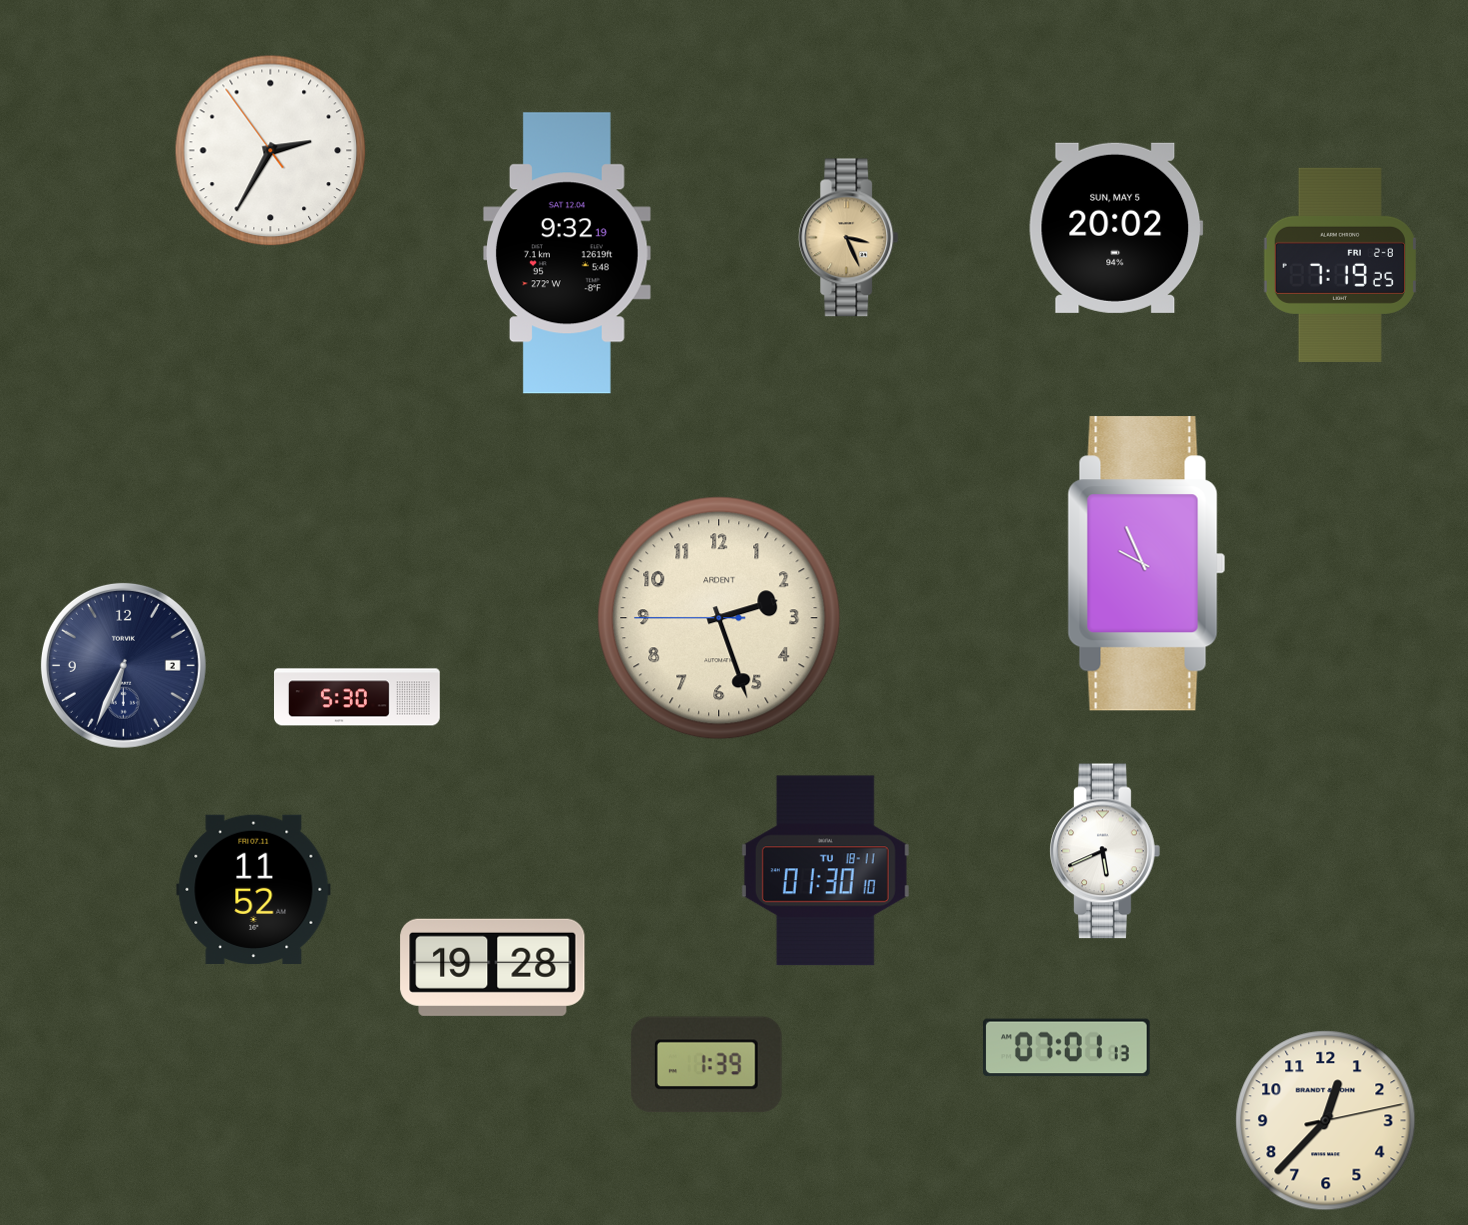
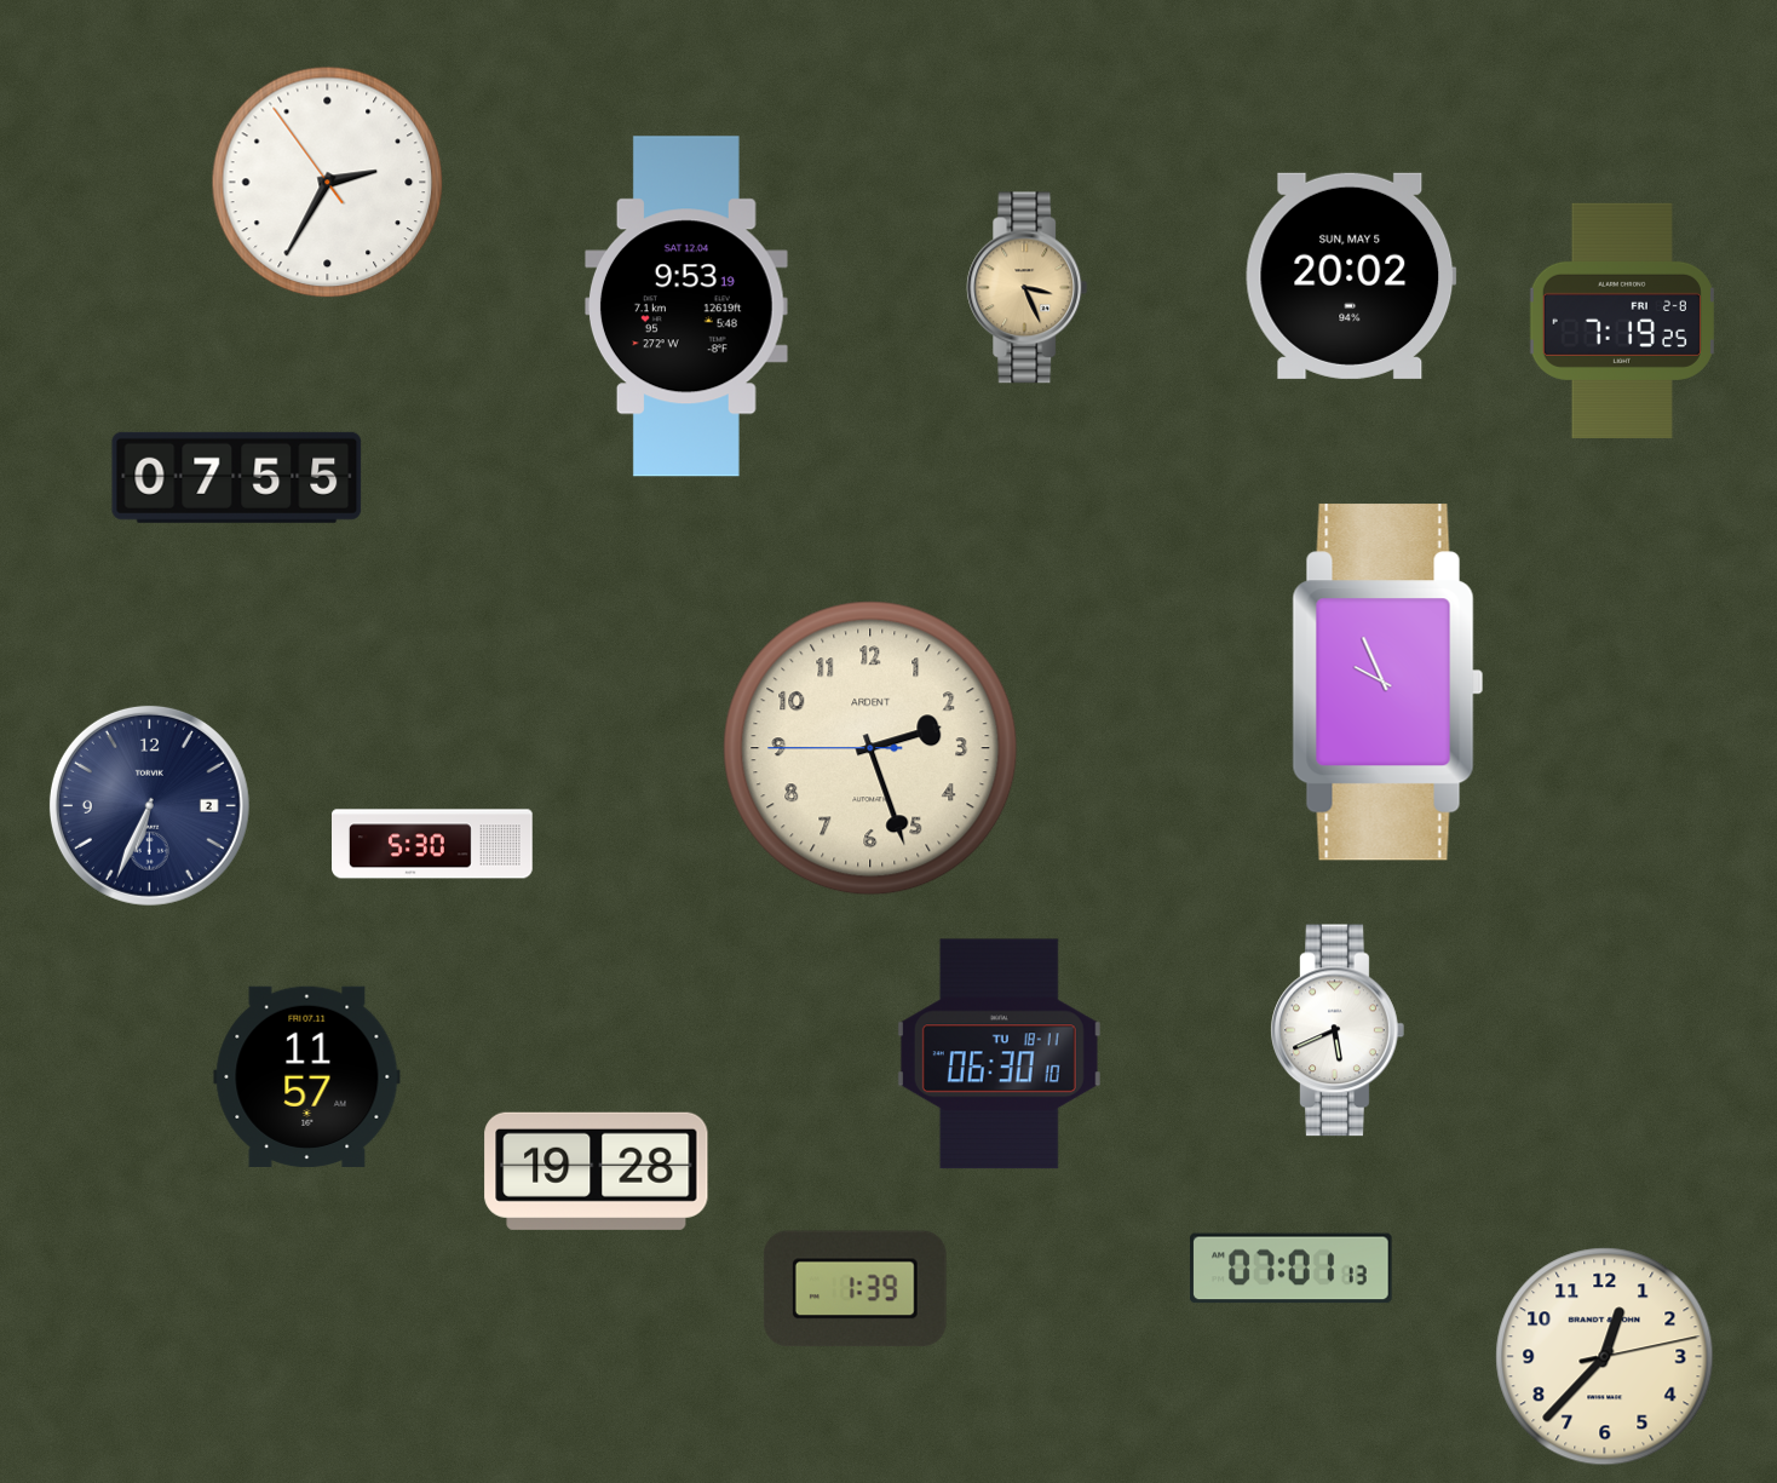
clock at (567, 253): 9:32 -> 9:53
clock at (237, 477): none -> 07:55
clock at (825, 871): 01:30 -> 06:30
clock at (254, 889): 11:52 -> 11:57
